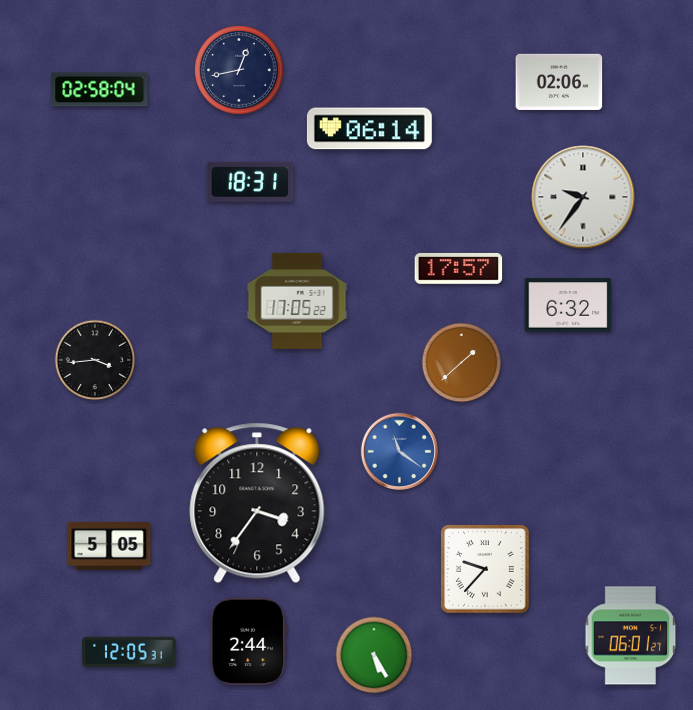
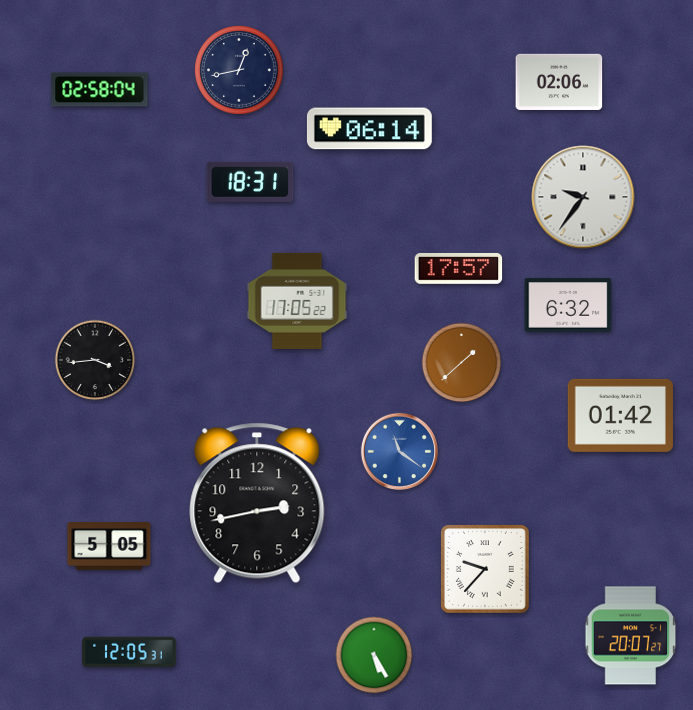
clock at (620, 415): none -> 01:42
clock at (257, 503): 3:36 -> 2:43
clock at (631, 636): 06:01 -> 20:07
clock at (248, 642): 2:44 -> none
